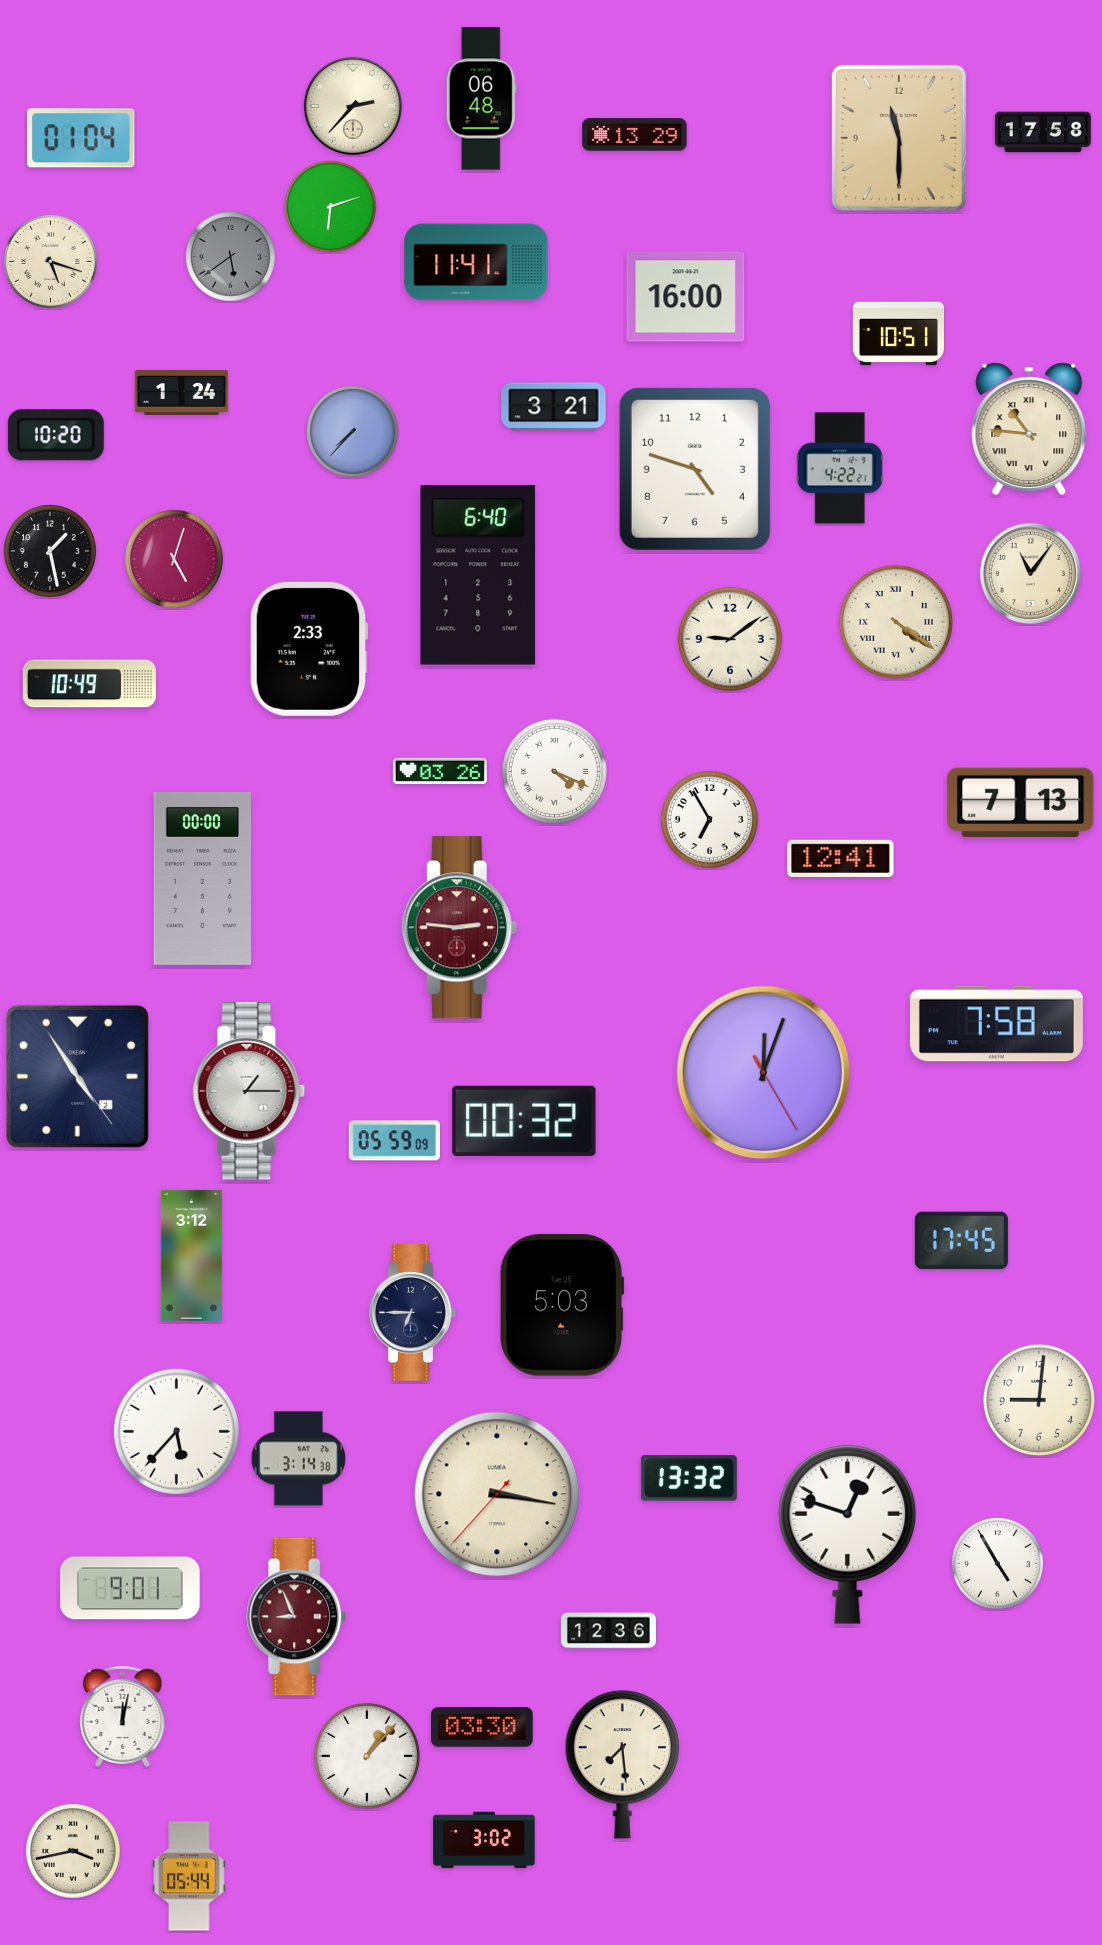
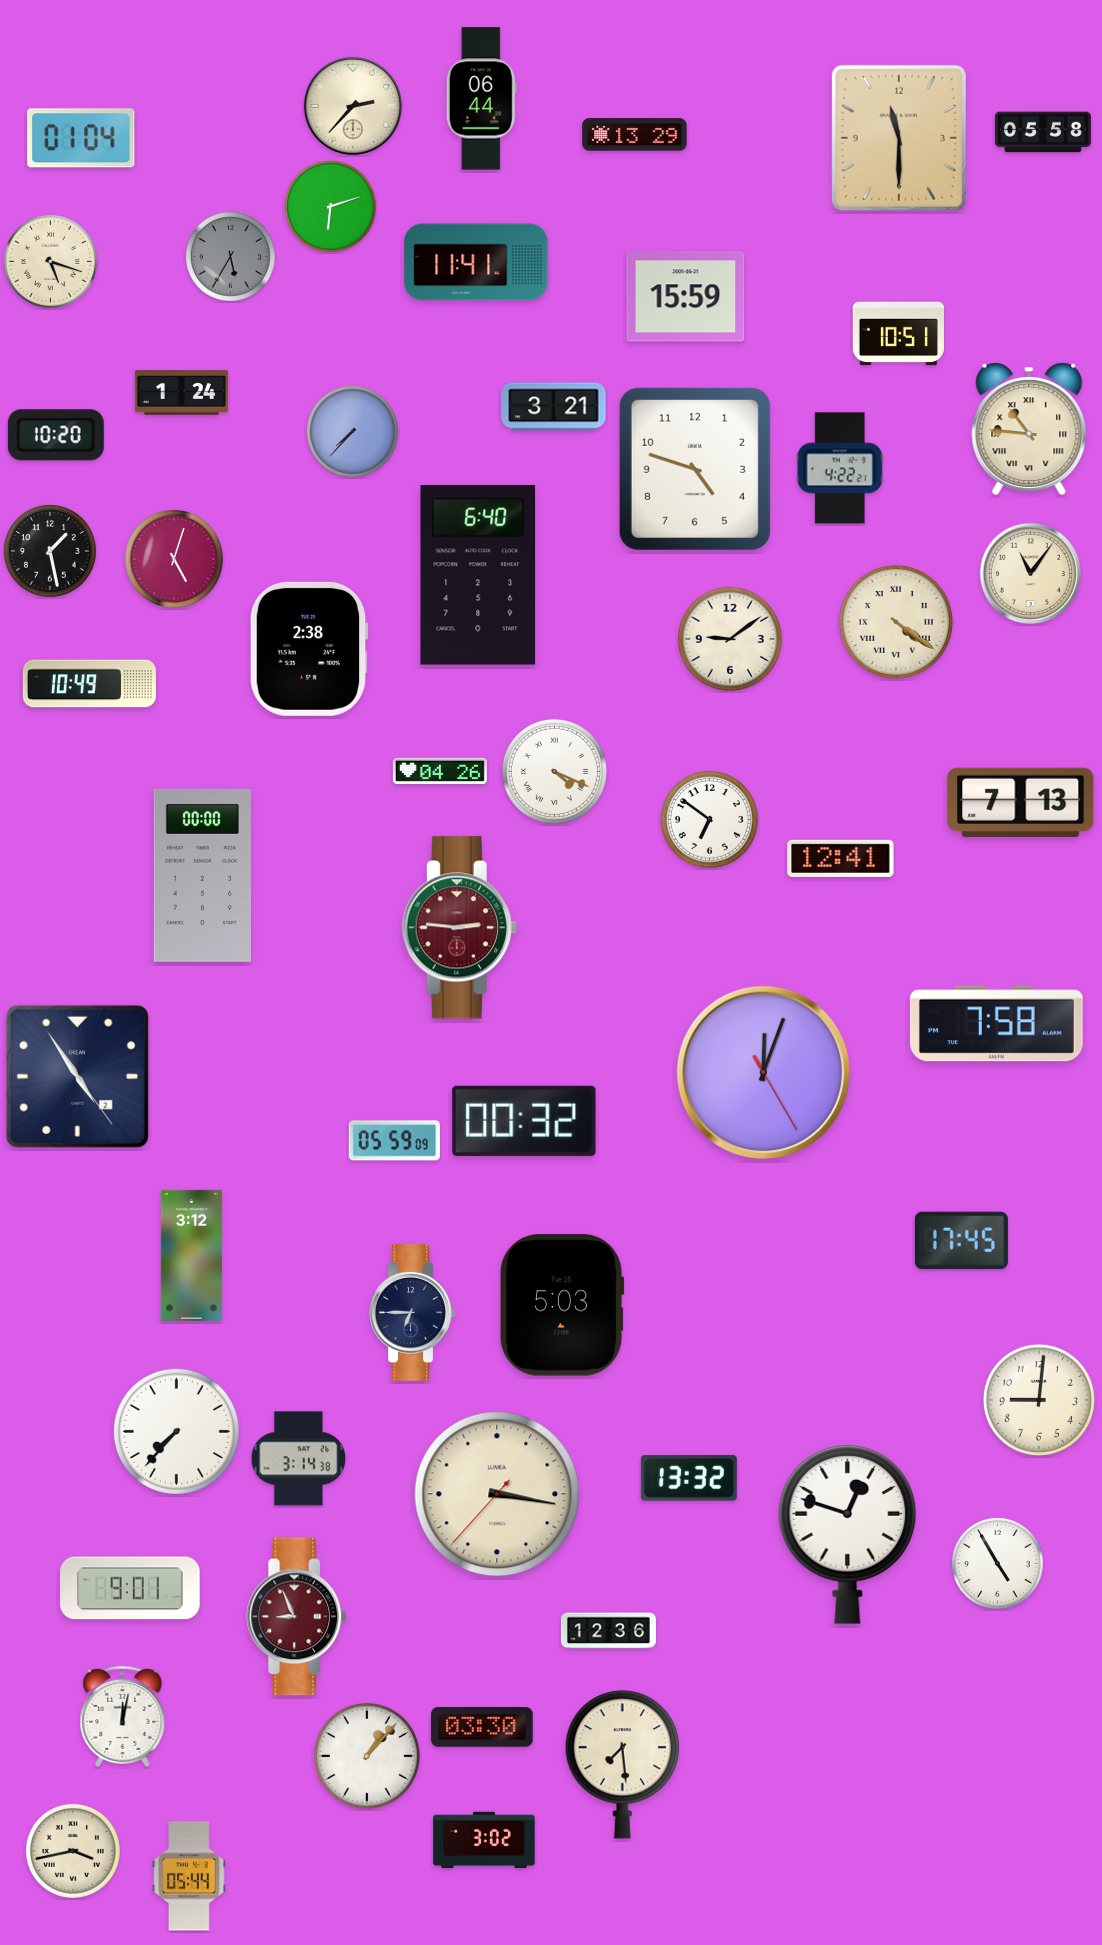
clock at (481, 99): 06:48 -> 06:44
clock at (1043, 132): 17:58 -> 05:58
clock at (231, 257): 5:39 -> 5:35
clock at (686, 297): 16:00 -> 15:59
clock at (309, 649): 2:33 -> 2:38
clock at (440, 771): 03:26 -> 04:26
clock at (709, 819): 6:55 -> 6:51
clock at (202, 878) position: (202, 878) -> (202, 875)
clock at (249, 1091): 1:15 -> none
clock at (176, 1431): 5:37 -> 7:37
